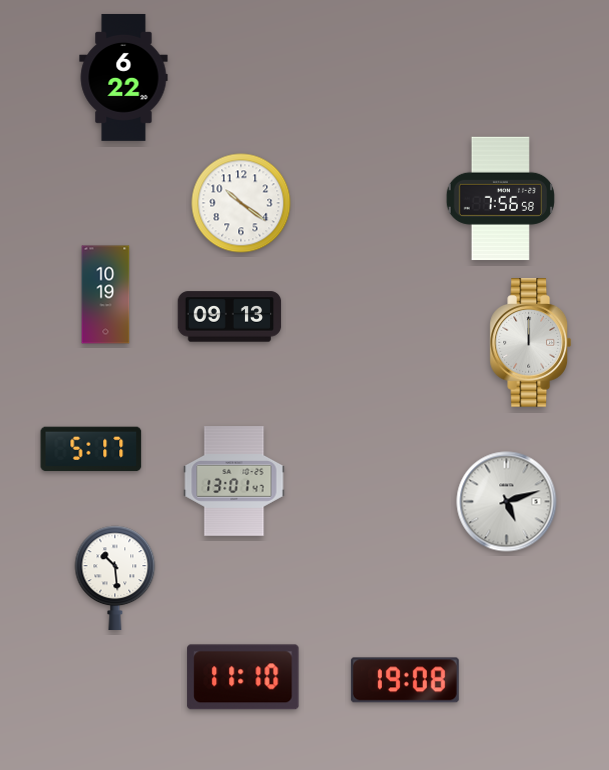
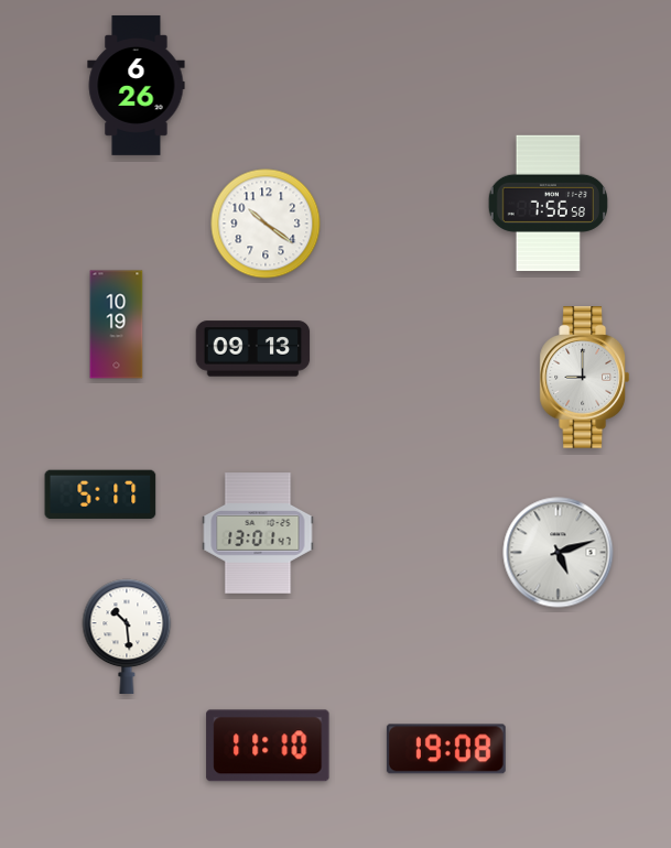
clock at (124, 77): 6:22 -> 6:26
clock at (500, 199) position: (500, 199) -> (548, 204)
clock at (530, 343): 12:00 -> 9:00
clock at (234, 481) position: (234, 481) -> (258, 533)
